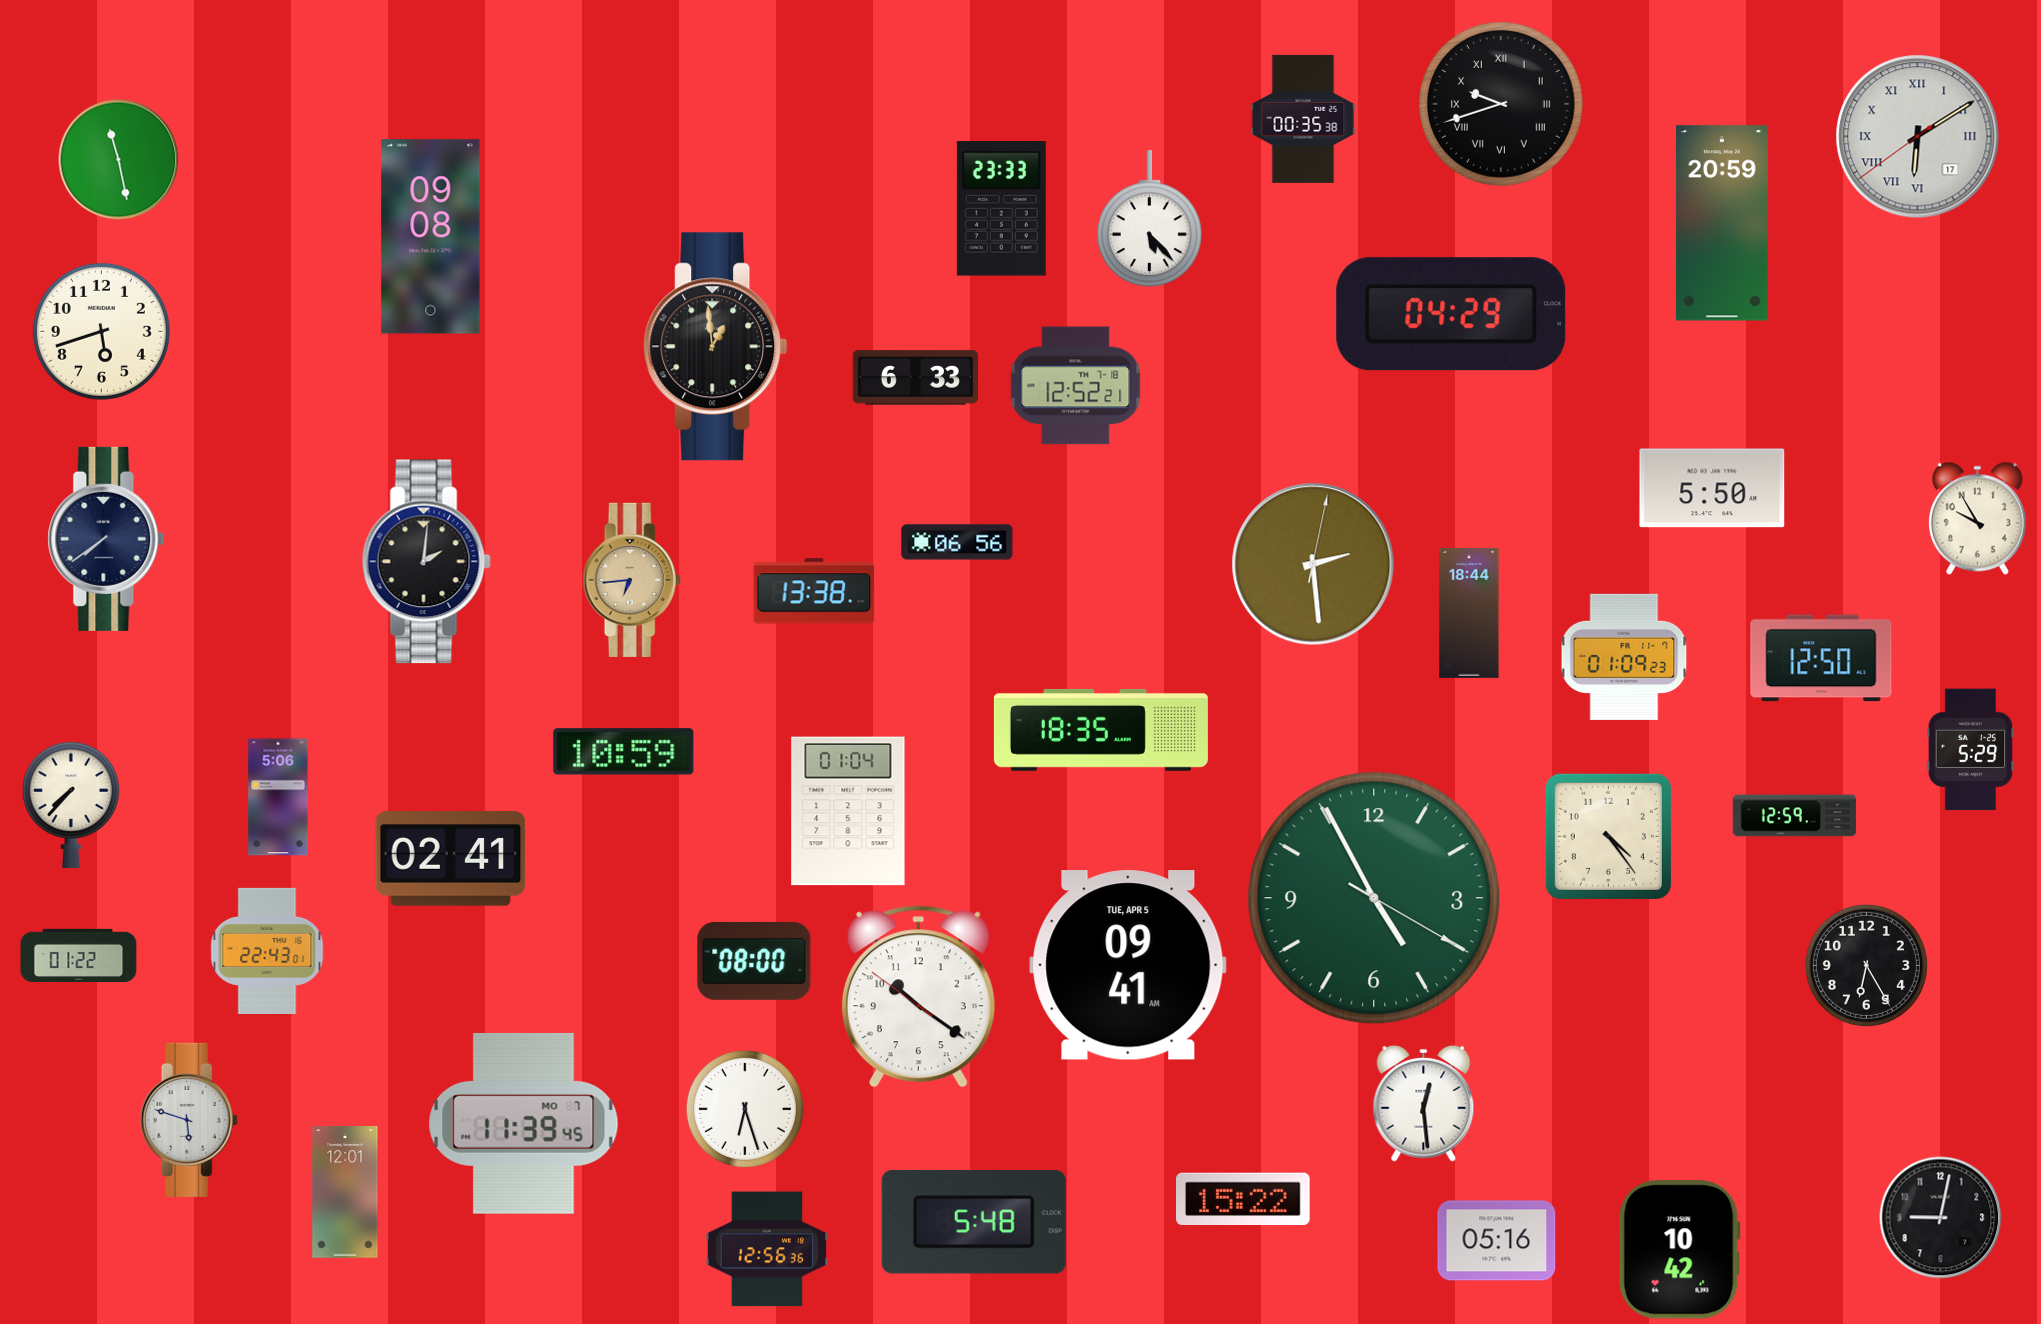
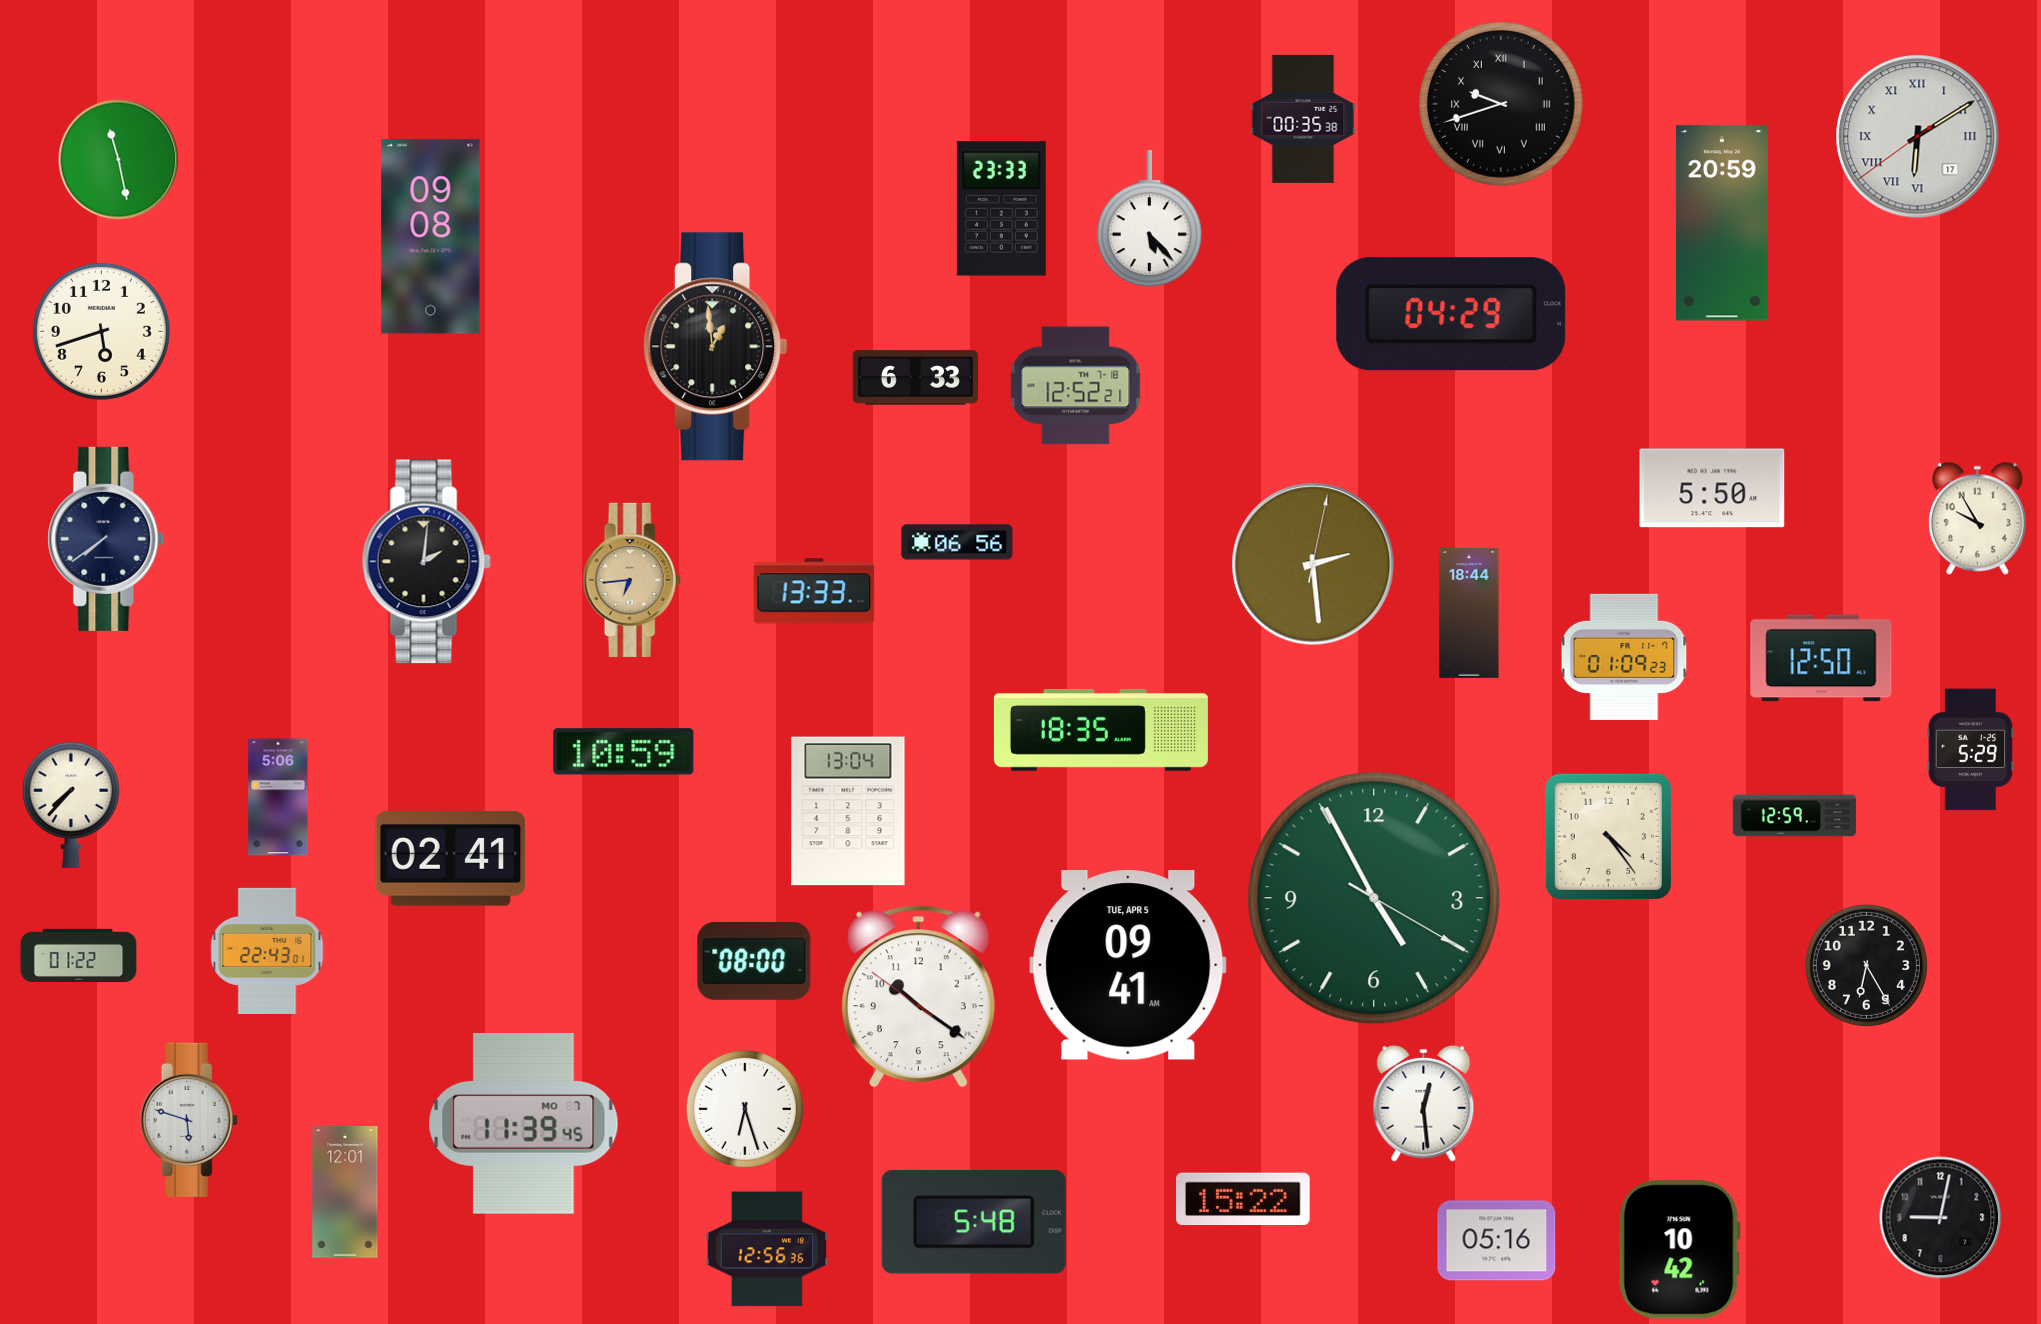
clock at (814, 591): 13:38 -> 13:33
clock at (848, 811): 01:04 -> 13:04
